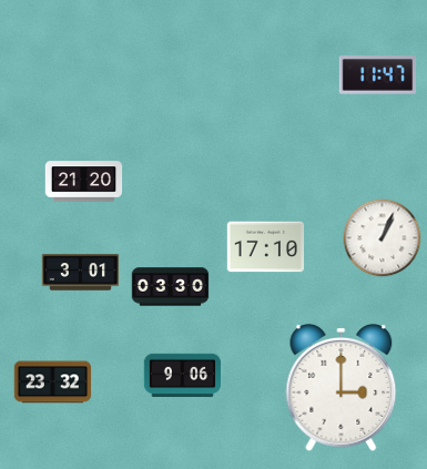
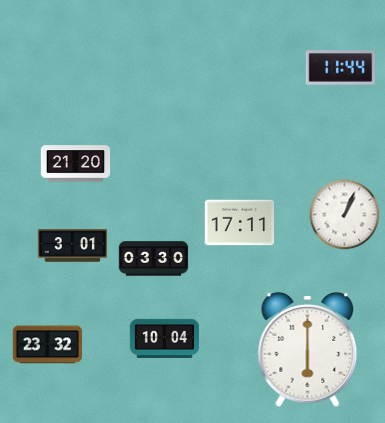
clock at (378, 75): 11:47 -> 11:44
clock at (266, 247): 17:10 -> 17:11
clock at (183, 375): 9:06 -> 10:04
clock at (342, 387): 3:00 -> 6:00
